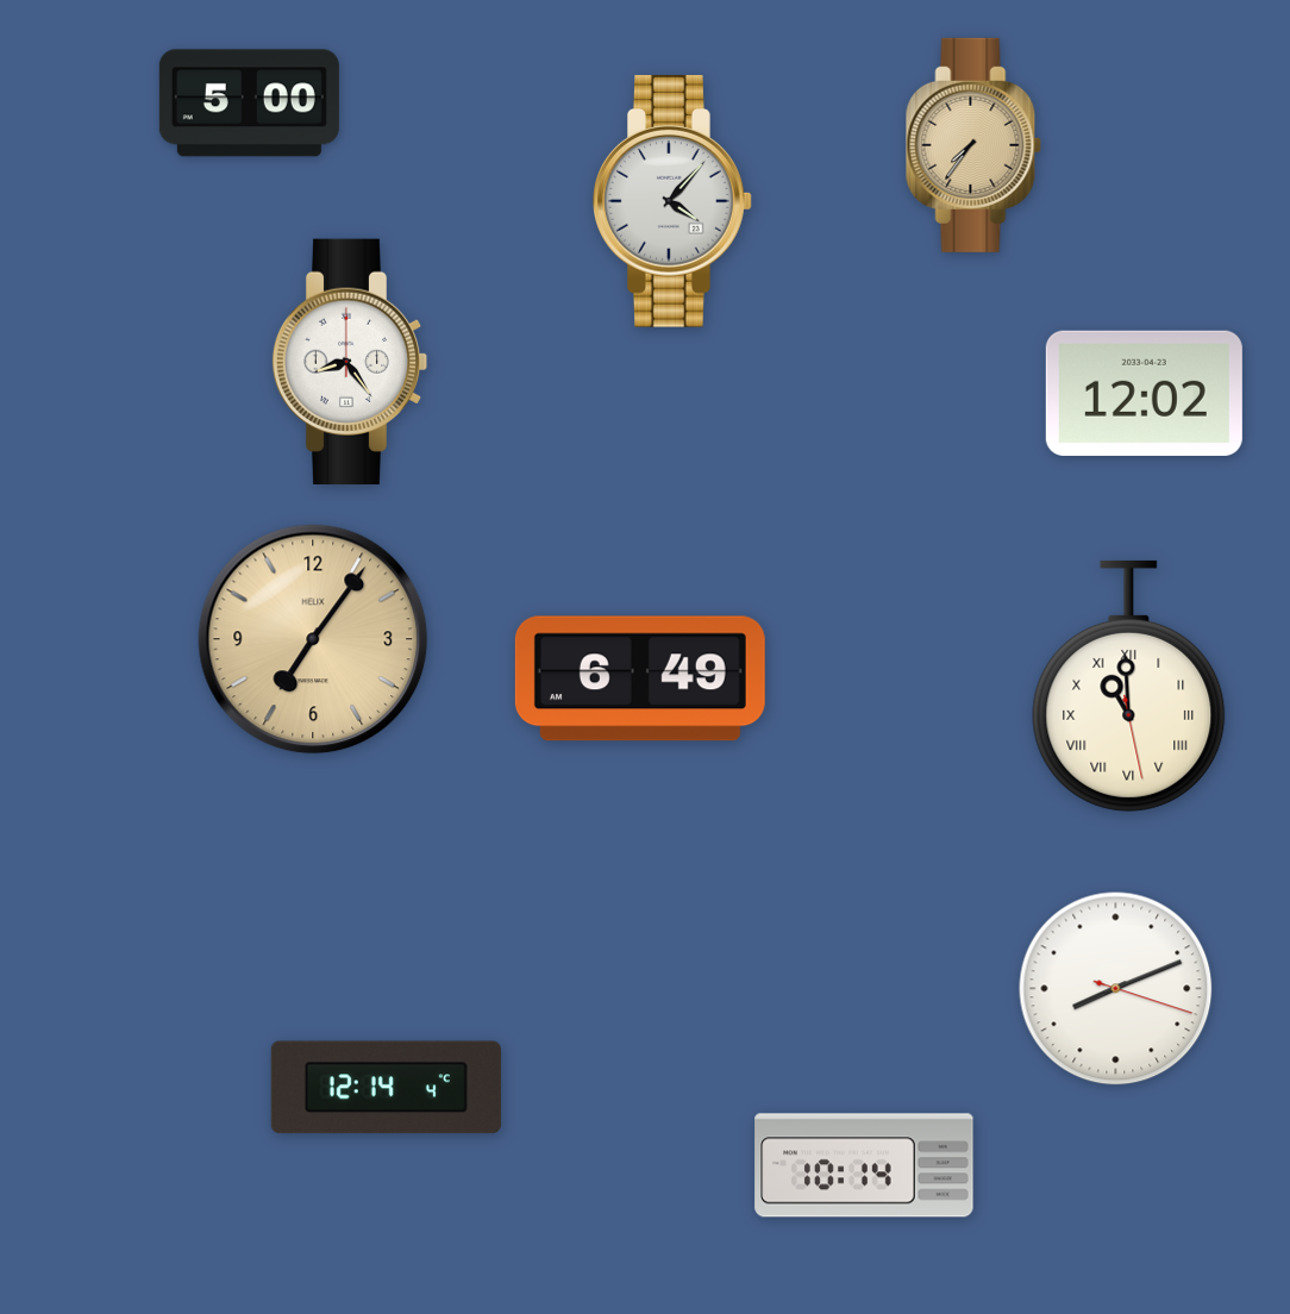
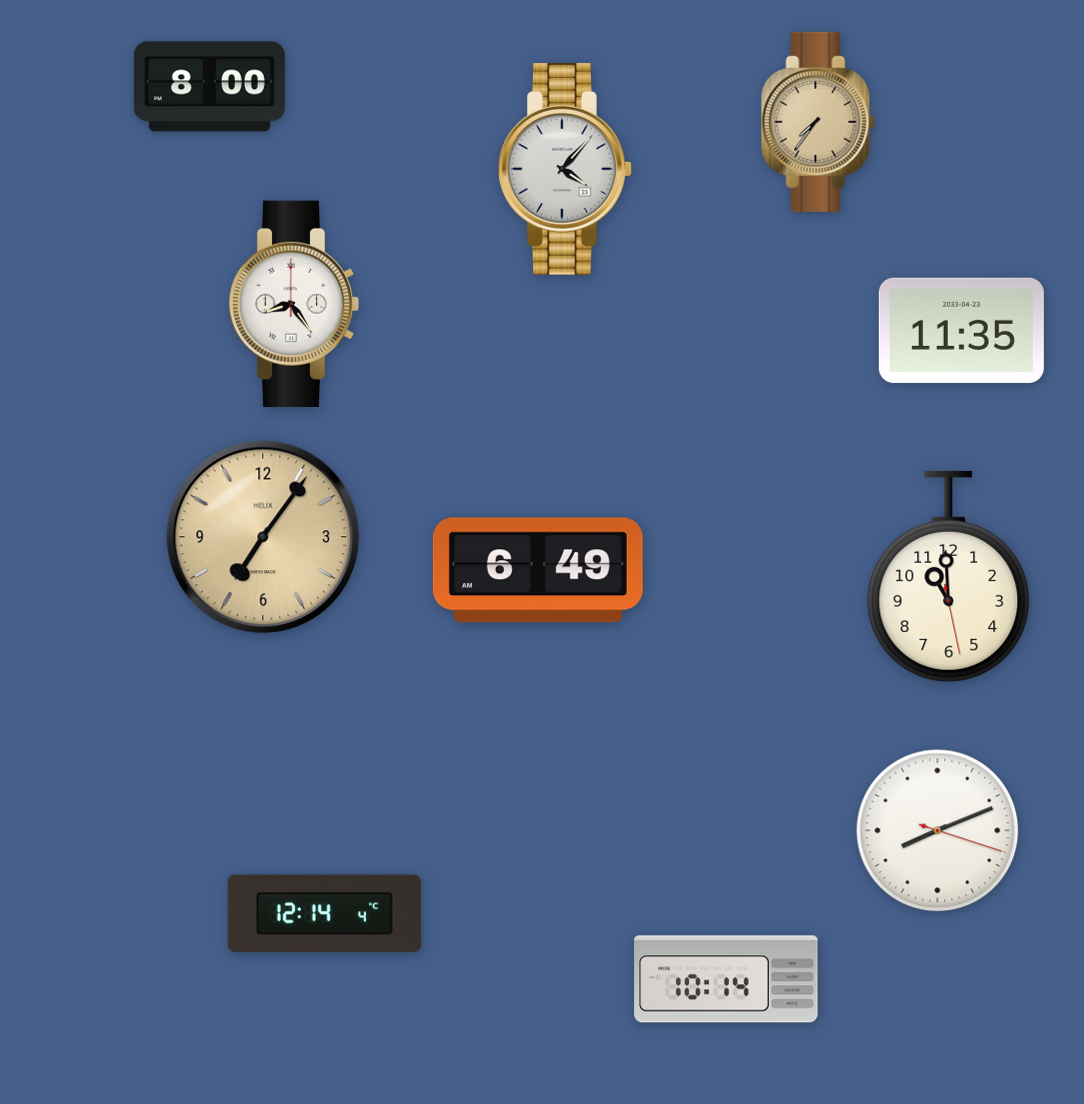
clock at (249, 104): 5:00 -> 8:00
clock at (1144, 393): 12:02 -> 11:35
clock at (1129, 686) numerals: Roman -> Arabic
